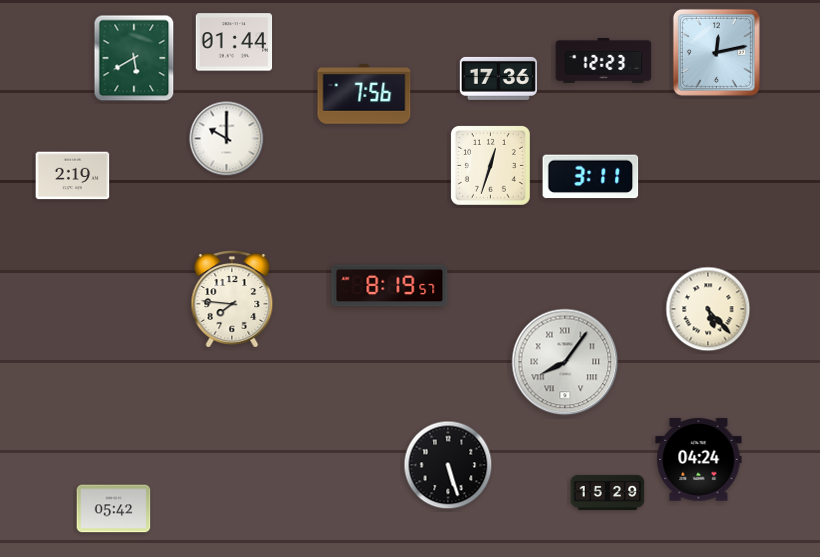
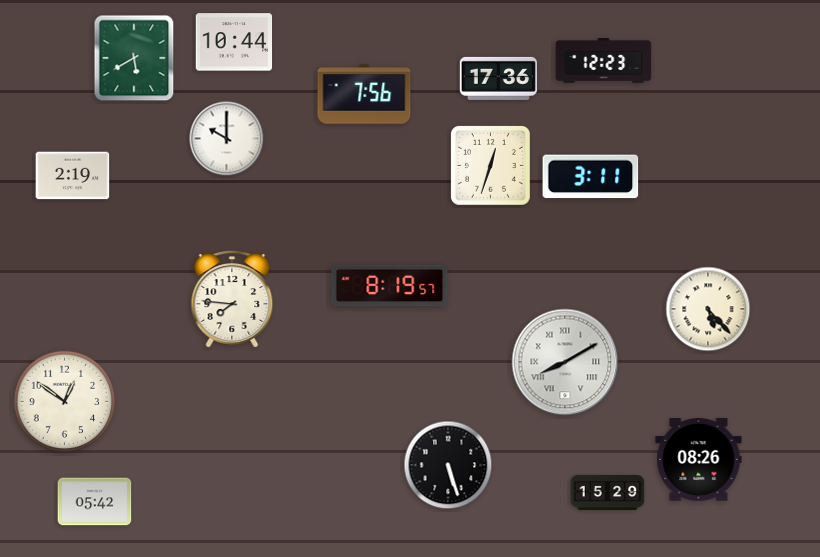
clock at (234, 42): 01:44 -> 10:44
clock at (716, 52): 12:13 -> none
clock at (565, 362): 8:06 -> 8:10
clock at (65, 402): none -> 12:51
clock at (699, 460): 04:24 -> 08:26
clock at (114, 509) position: (114, 509) -> (95, 502)
